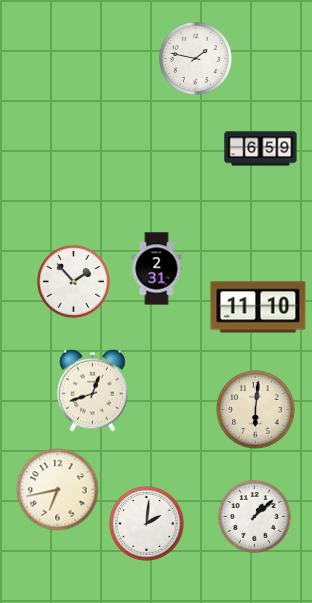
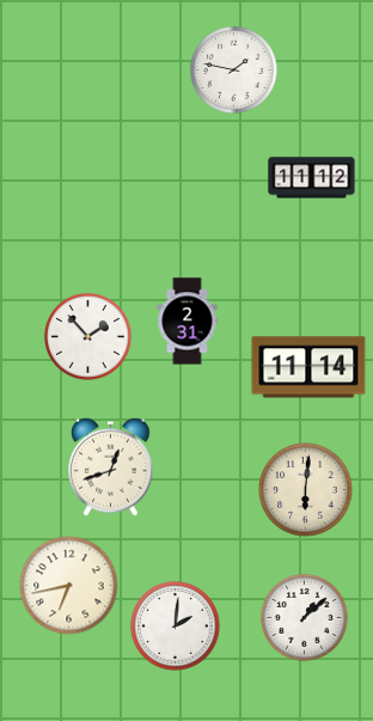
clock at (261, 149): 6:59 -> 11:12
clock at (258, 307): 11:10 -> 11:14
